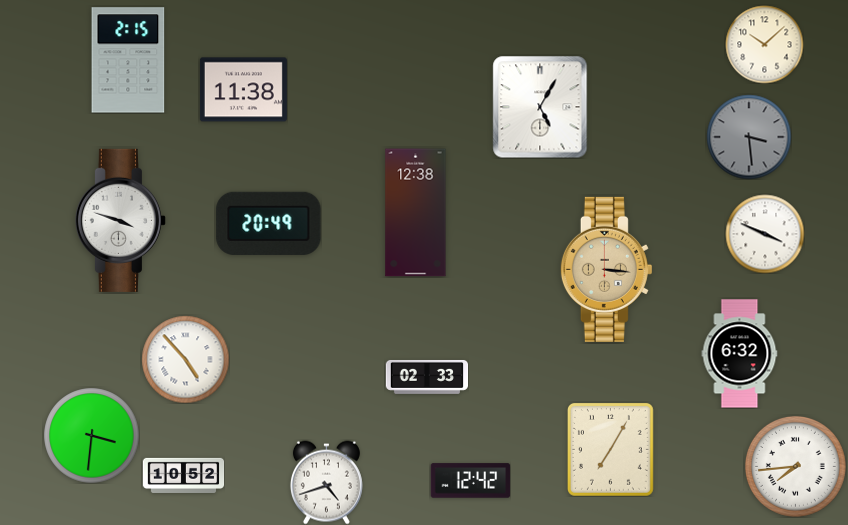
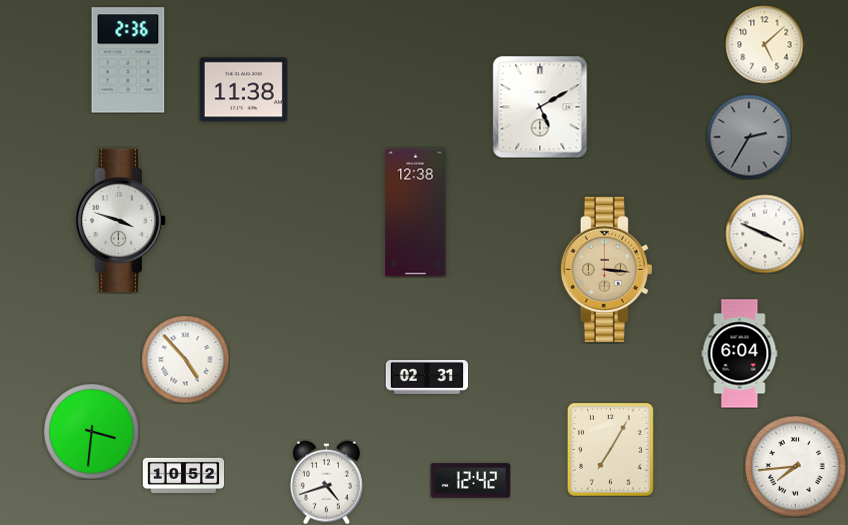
clock at (764, 44): 10:08 -> 5:08
clock at (128, 60): 2:15 -> 2:36
clock at (540, 107): 5:05 -> 5:10
clock at (749, 137): 3:29 -> 2:35
clock at (269, 223): 20:49 -> none
clock at (740, 354): 6:32 -> 6:04
clock at (427, 377): 02:33 -> 02:31
clock at (91, 435) position: (91, 435) -> (91, 431)
